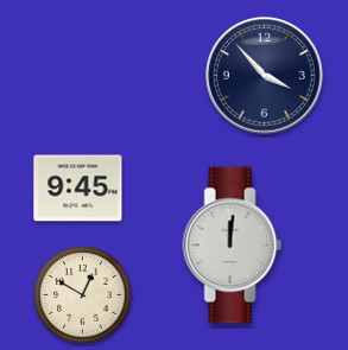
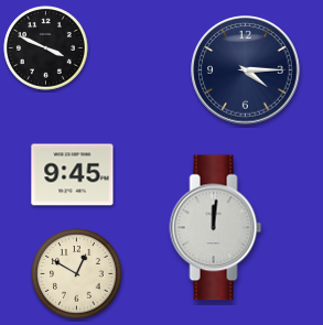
clock at (46, 48): none -> 3:49
clock at (265, 76): 3:53 -> 4:15
